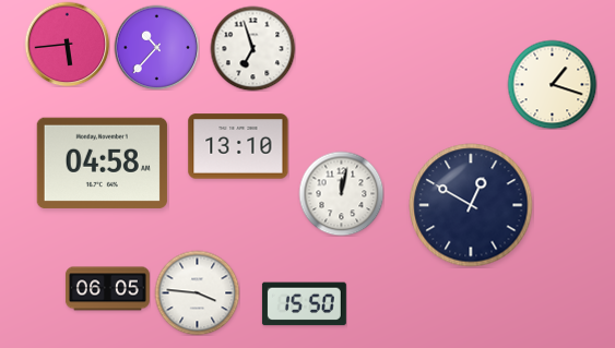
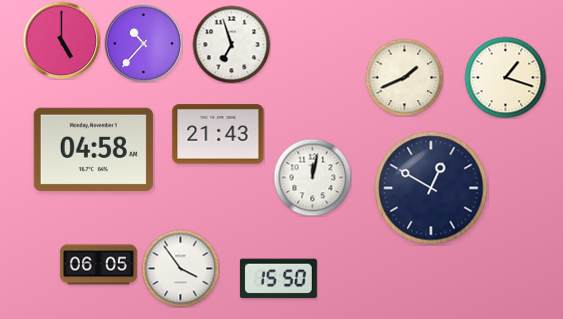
clock at (67, 44): 5:44 -> 5:00
clock at (404, 77): none -> 1:41
clock at (238, 146): 13:10 -> 21:43
clock at (197, 292): 3:46 -> 3:54
